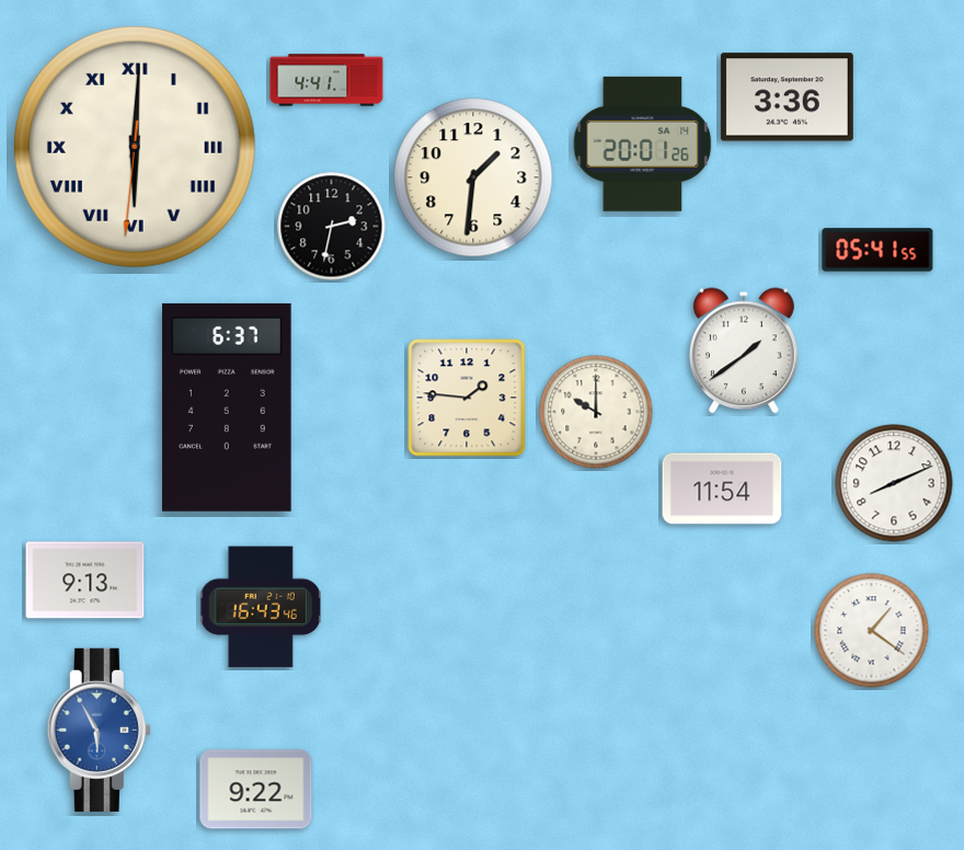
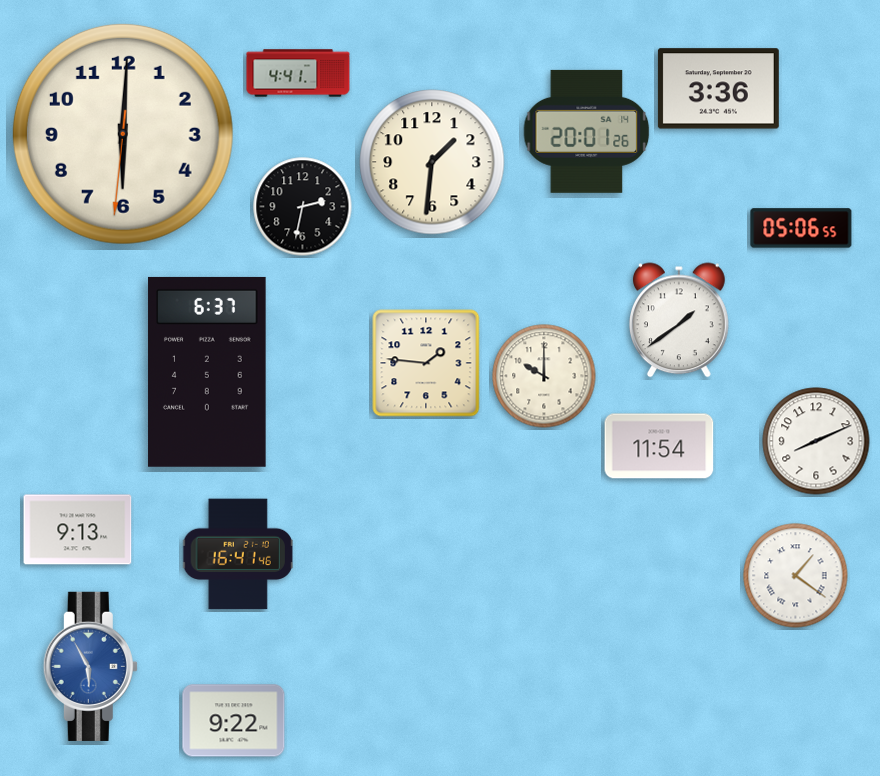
clock at (135, 147) numerals: Roman -> Arabic
clock at (877, 250): 05:41 -> 05:06
clock at (261, 607): 16:43 -> 16:41
